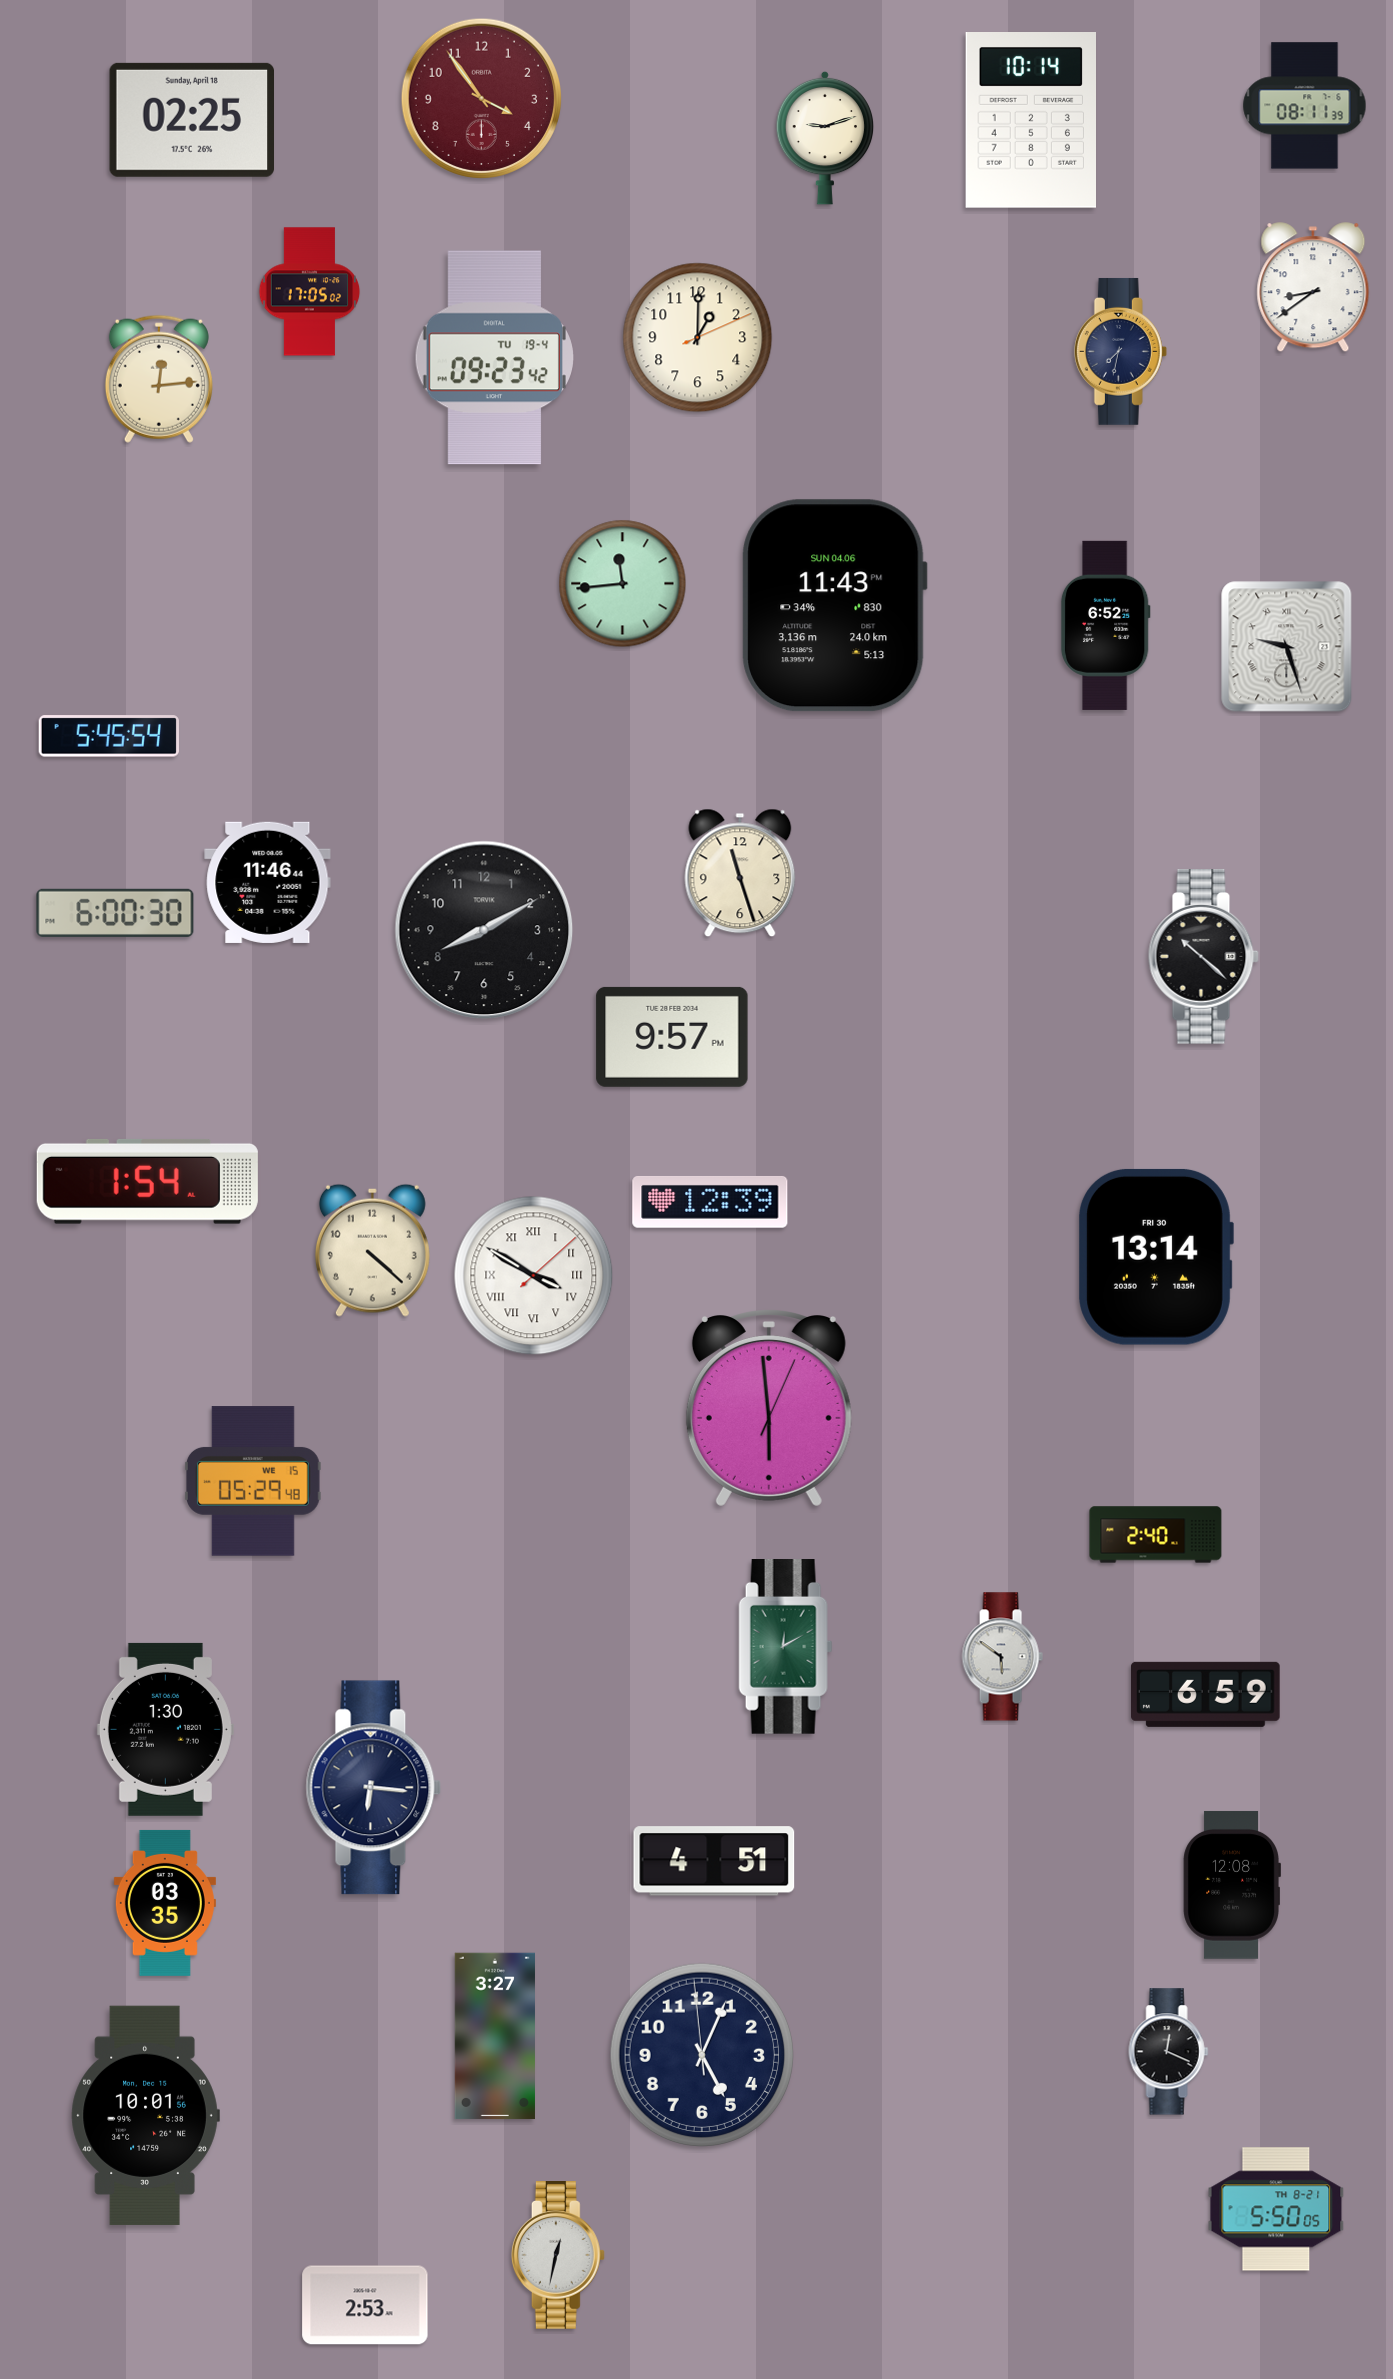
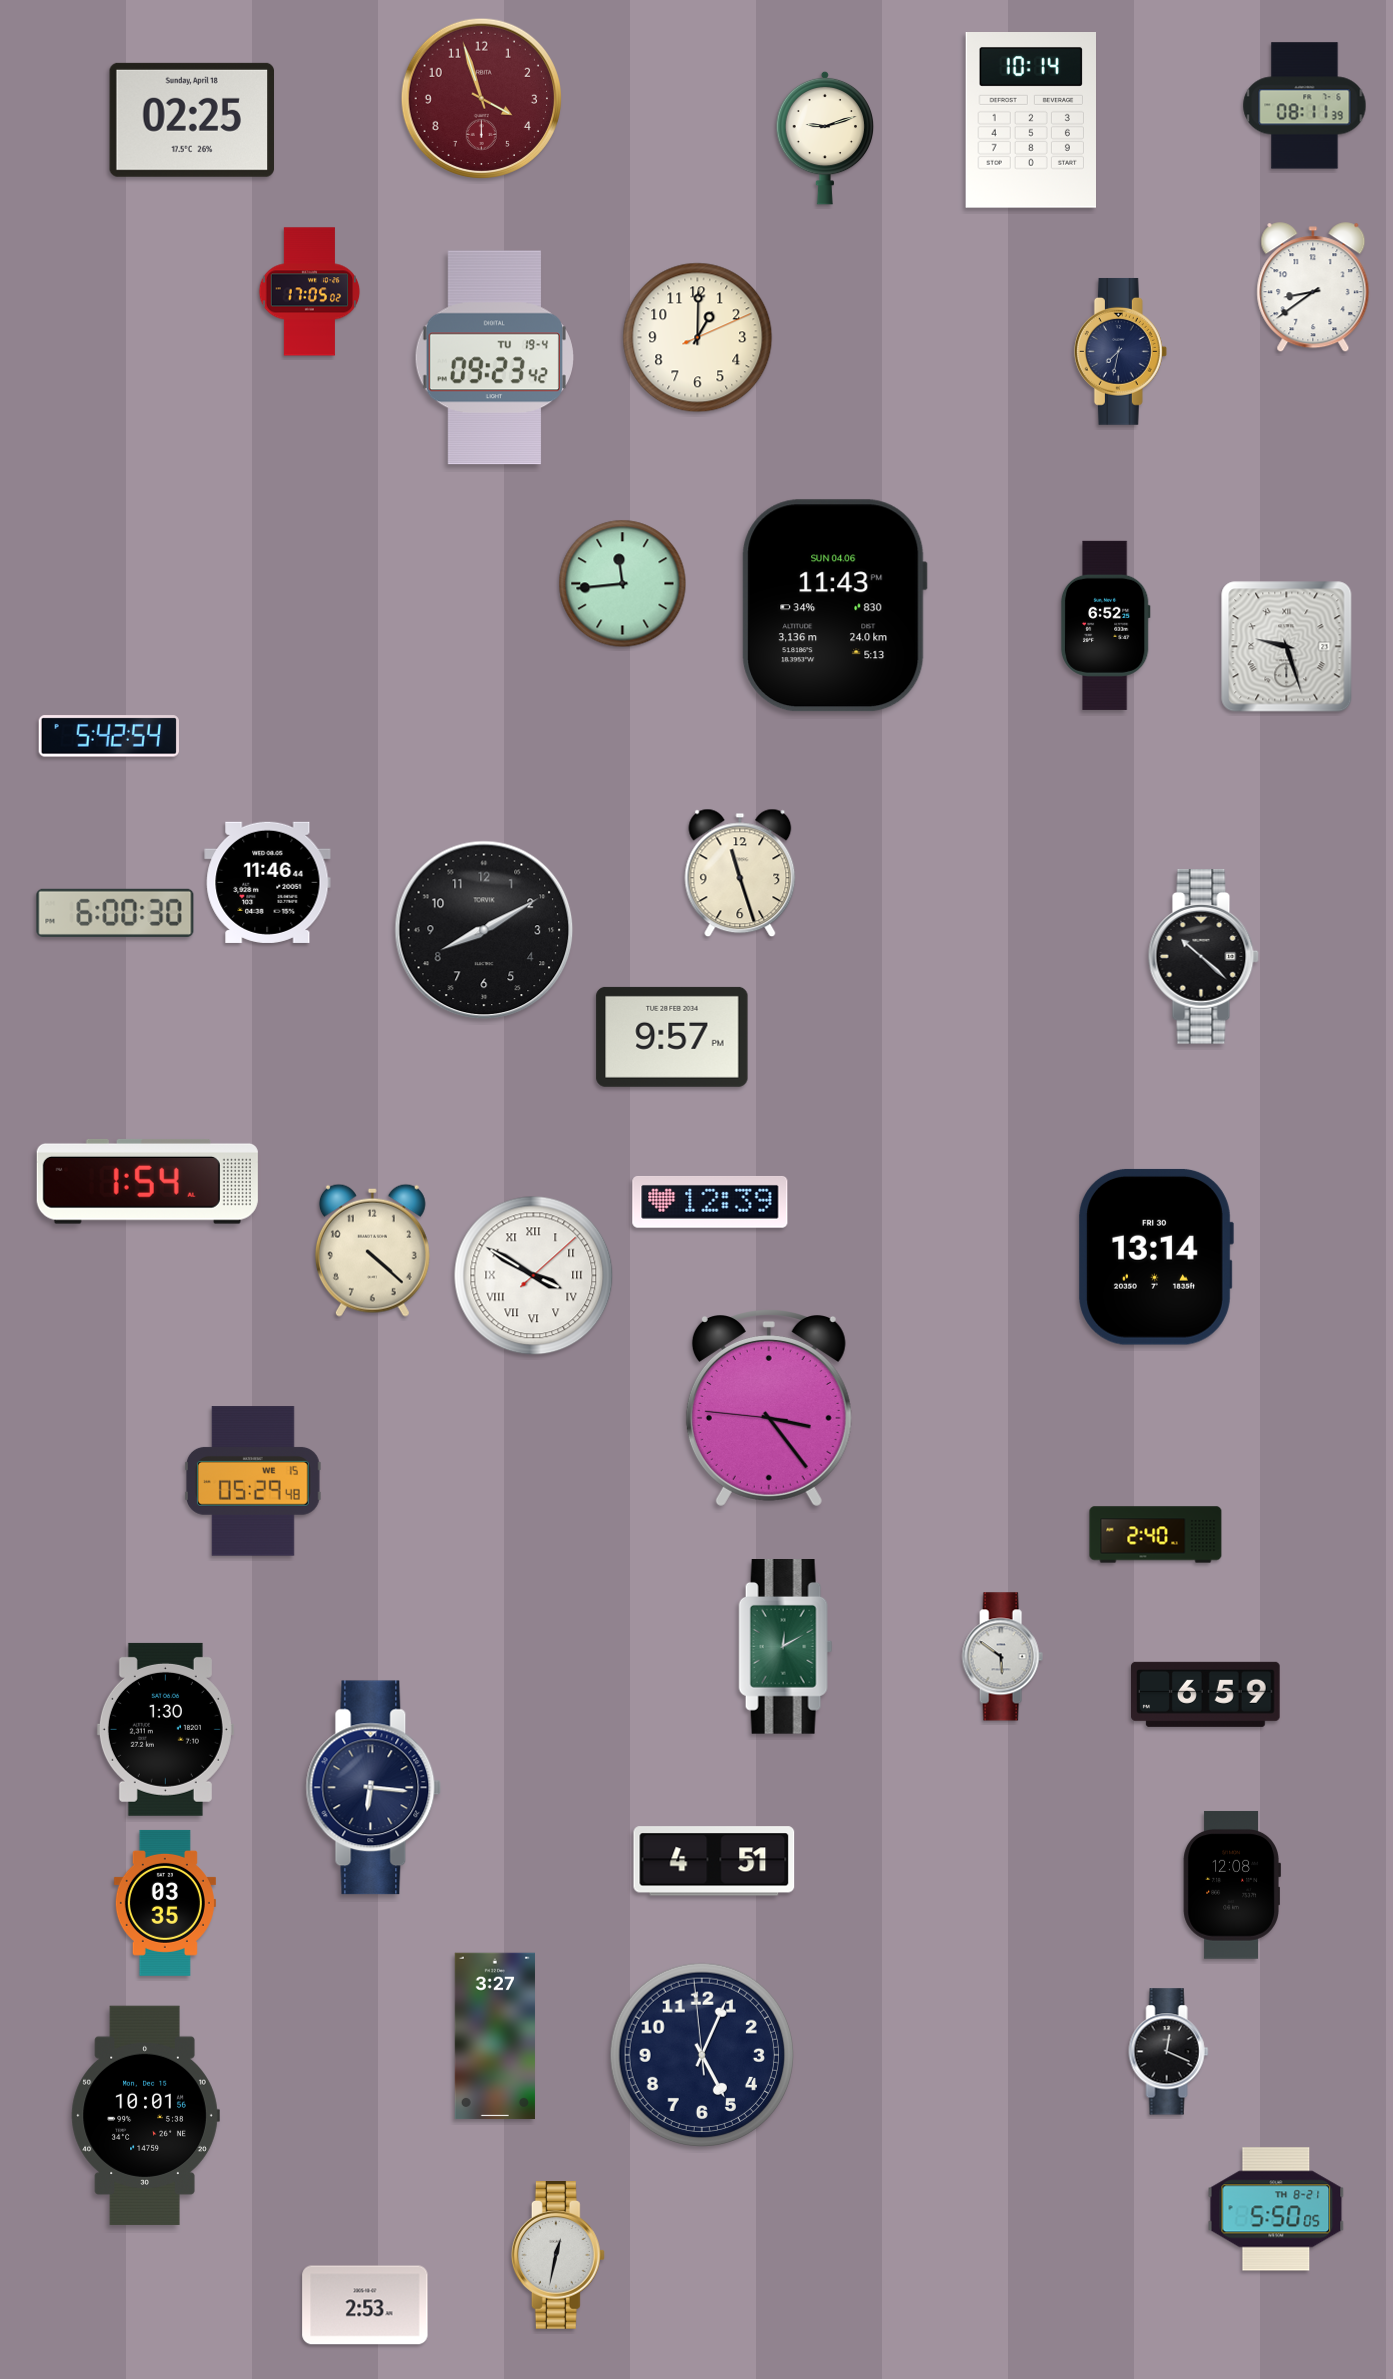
clock at (481, 98): 3:54 -> 3:57
clock at (159, 379): 12:14 -> none
clock at (109, 736): 5:45 -> 5:42
clock at (769, 1409): 5:59 -> 3:23
